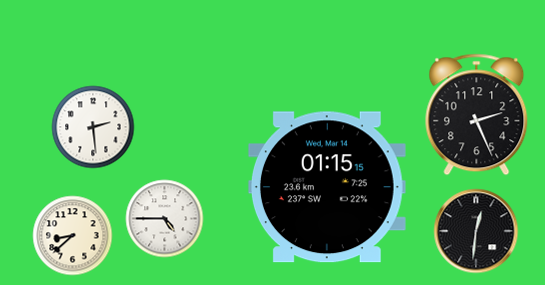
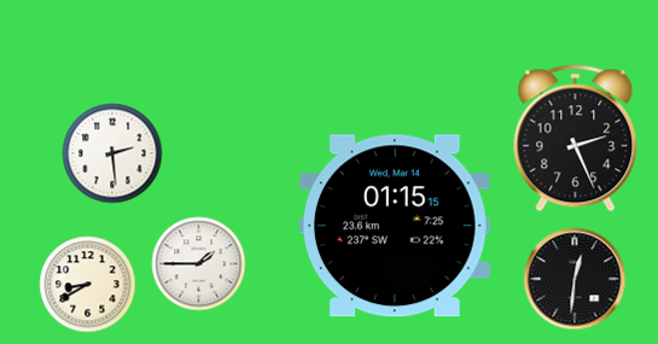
clock at (165, 219): 4:45 -> 1:45
clock at (73, 236): 8:38 -> 8:40
